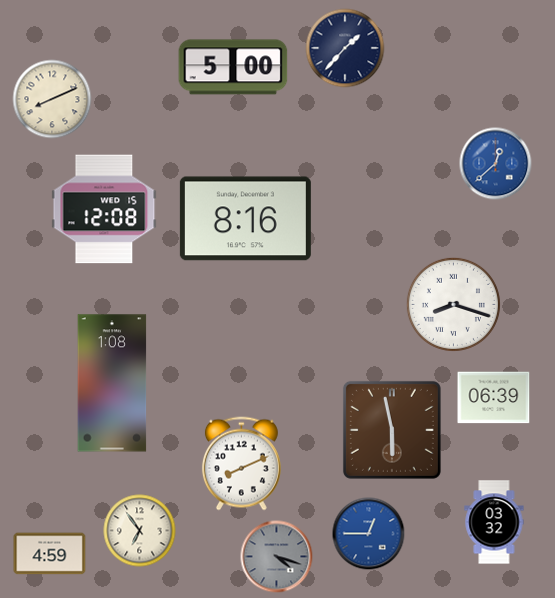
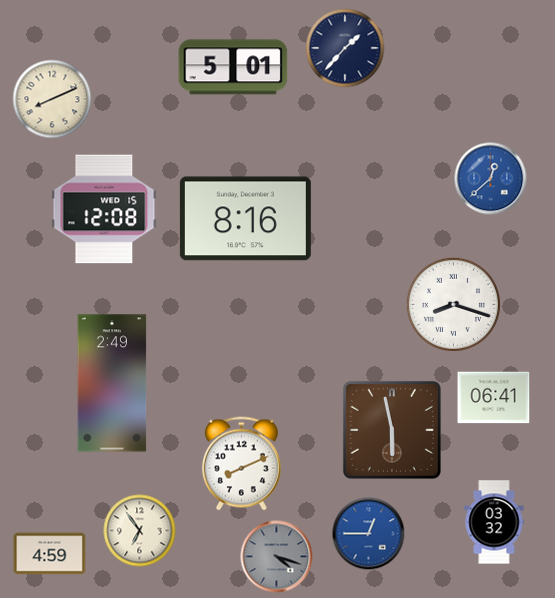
clock at (233, 67): 5:00 -> 5:01
clock at (496, 164) position: (496, 164) -> (491, 179)
clock at (112, 383): 1:08 -> 2:49
clock at (494, 398): 06:39 -> 06:41
